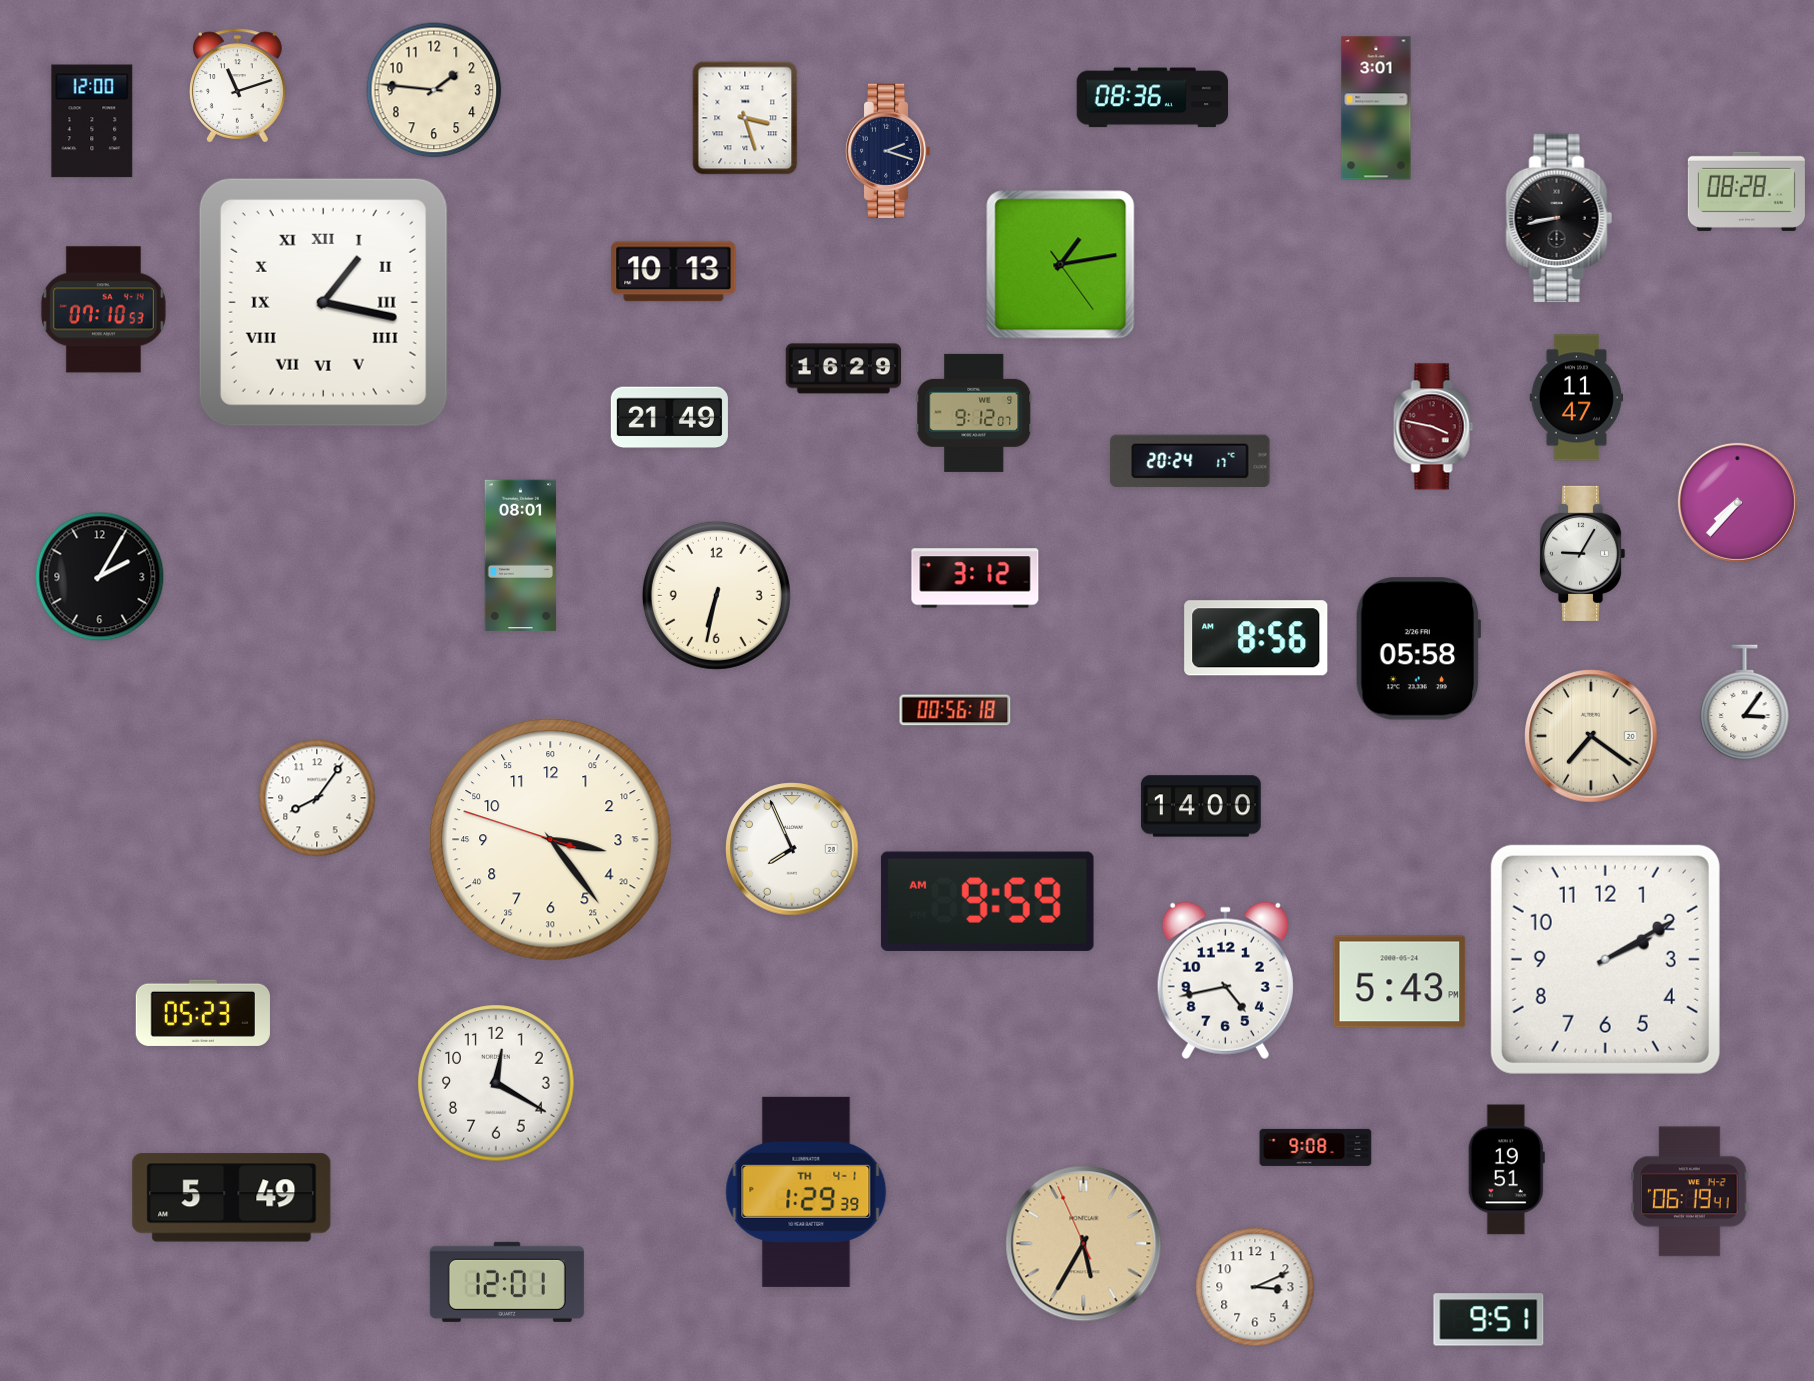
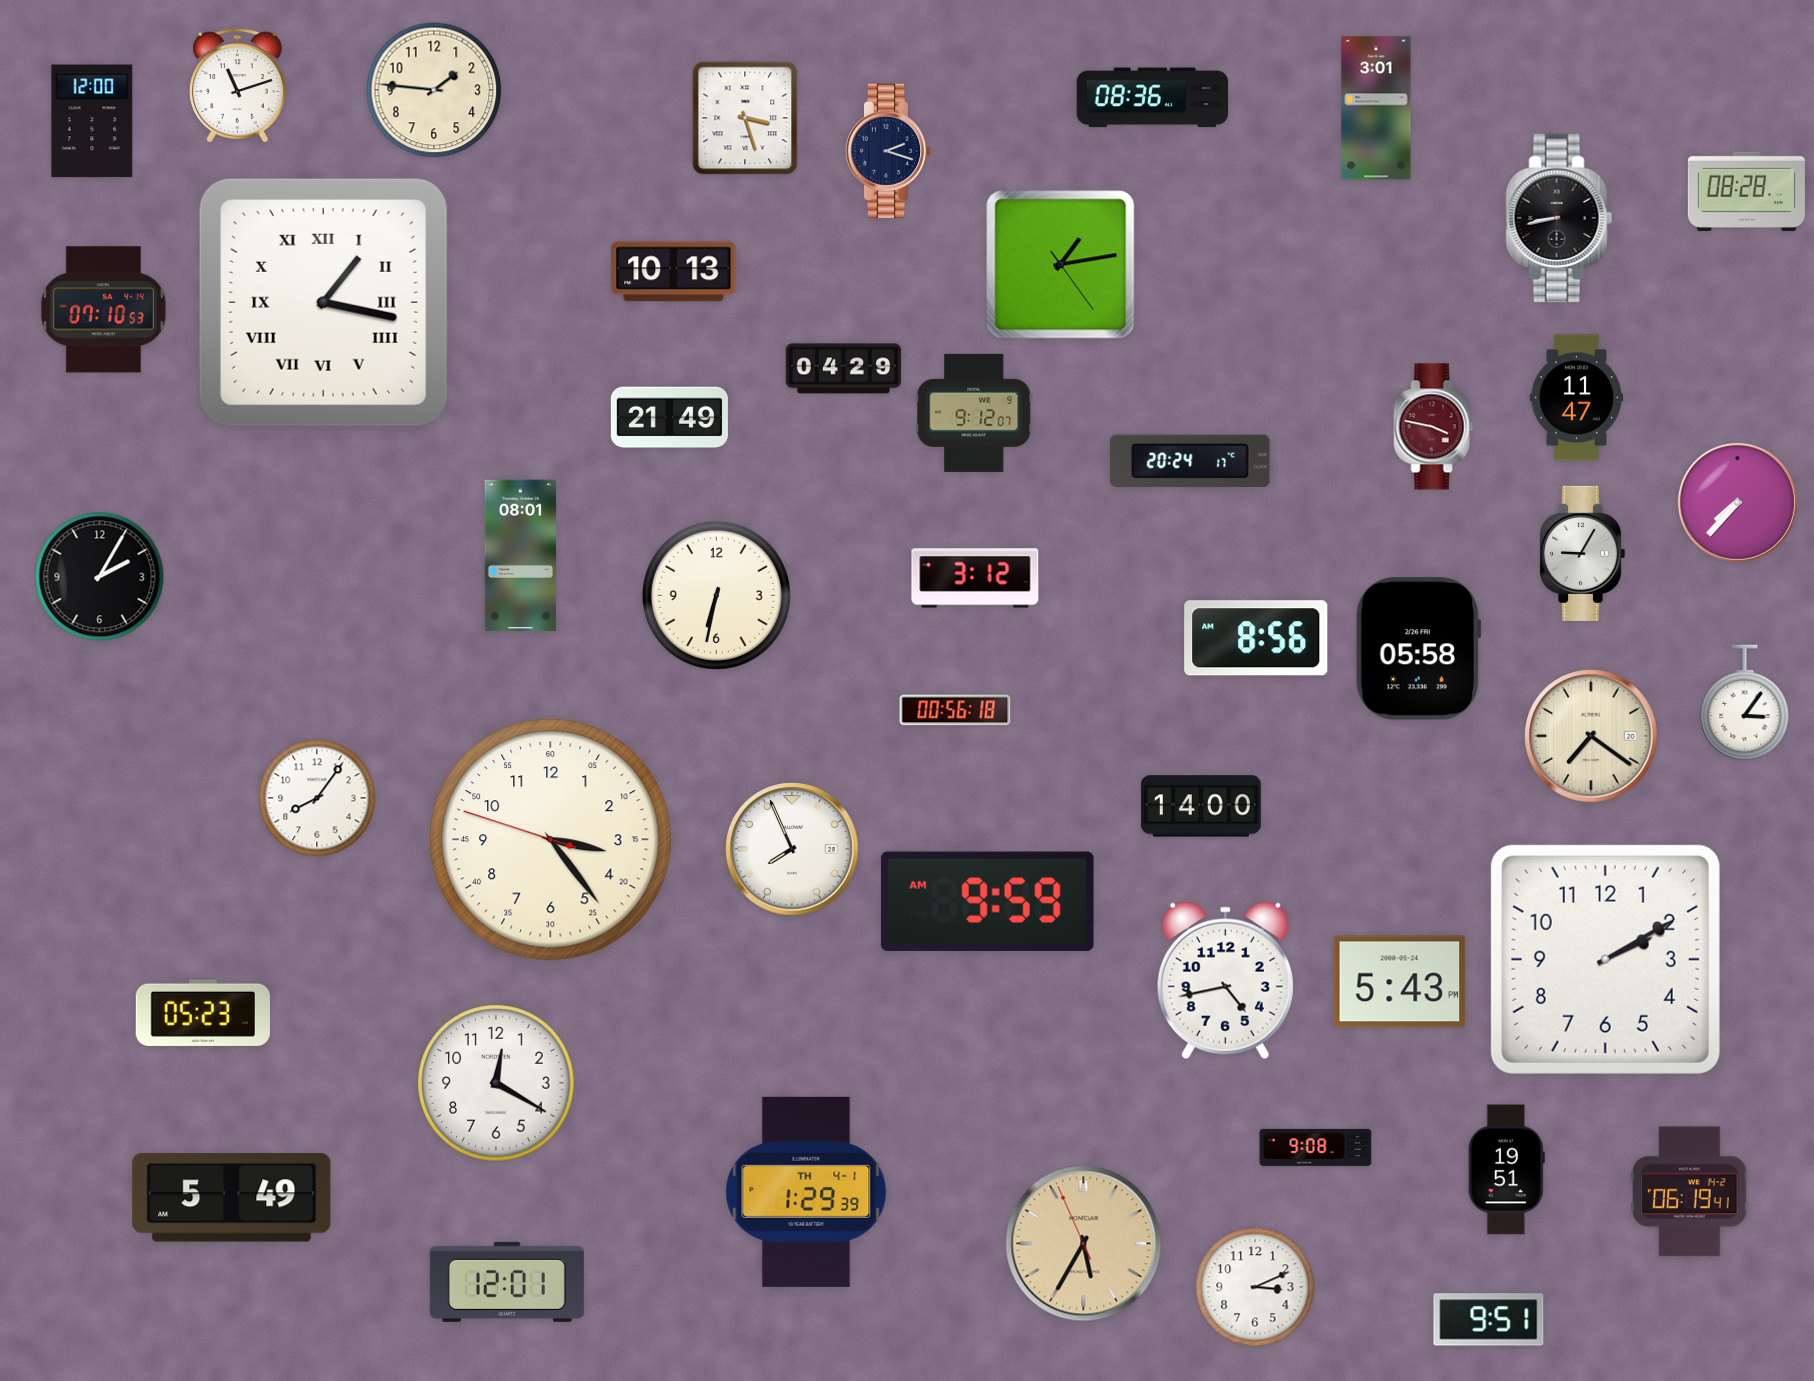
clock at (844, 369): 16:29 -> 04:29
